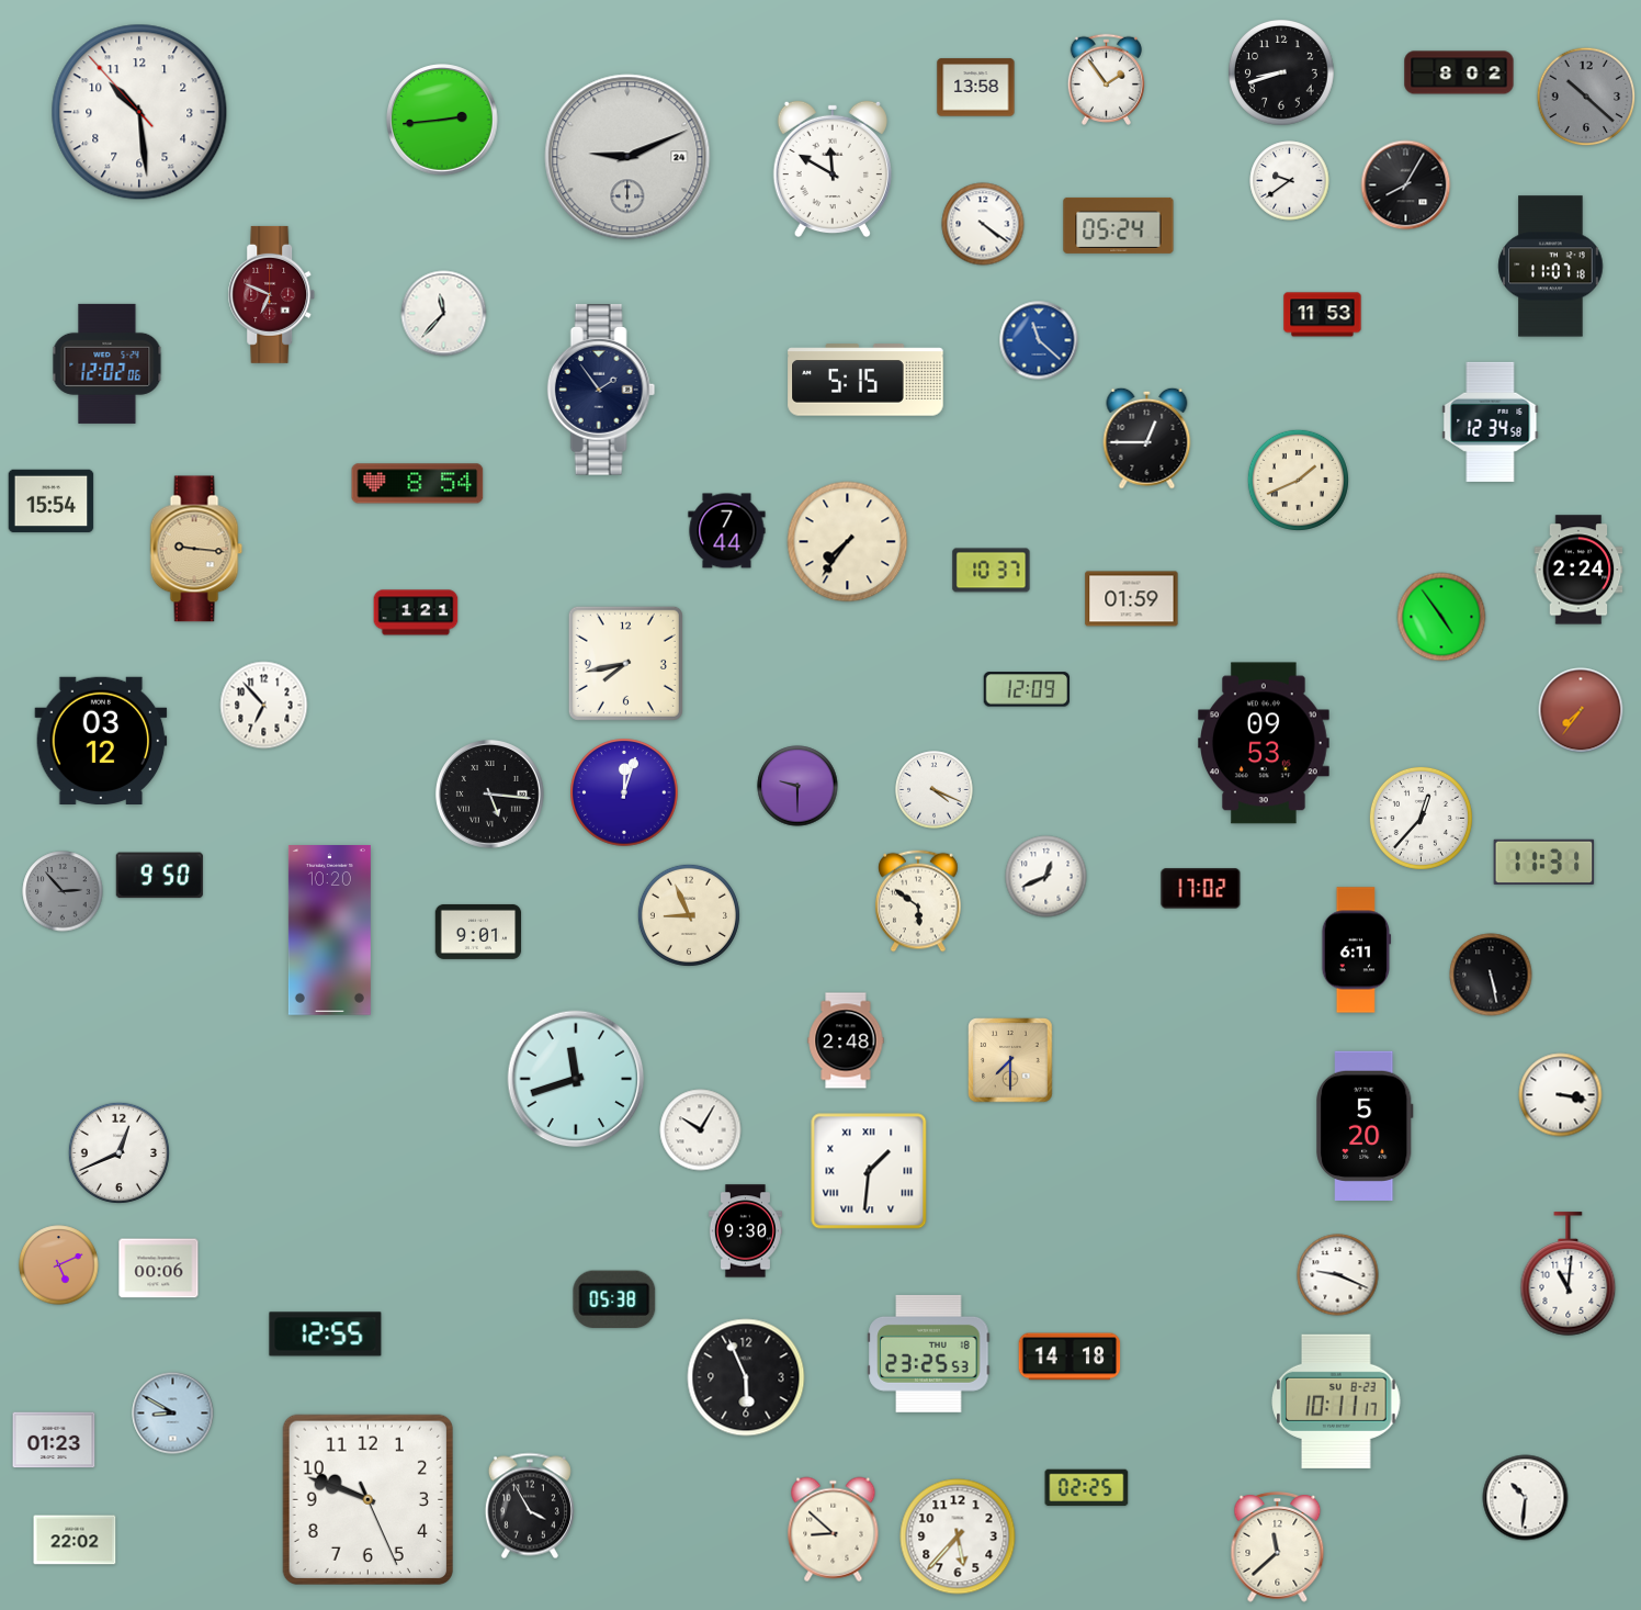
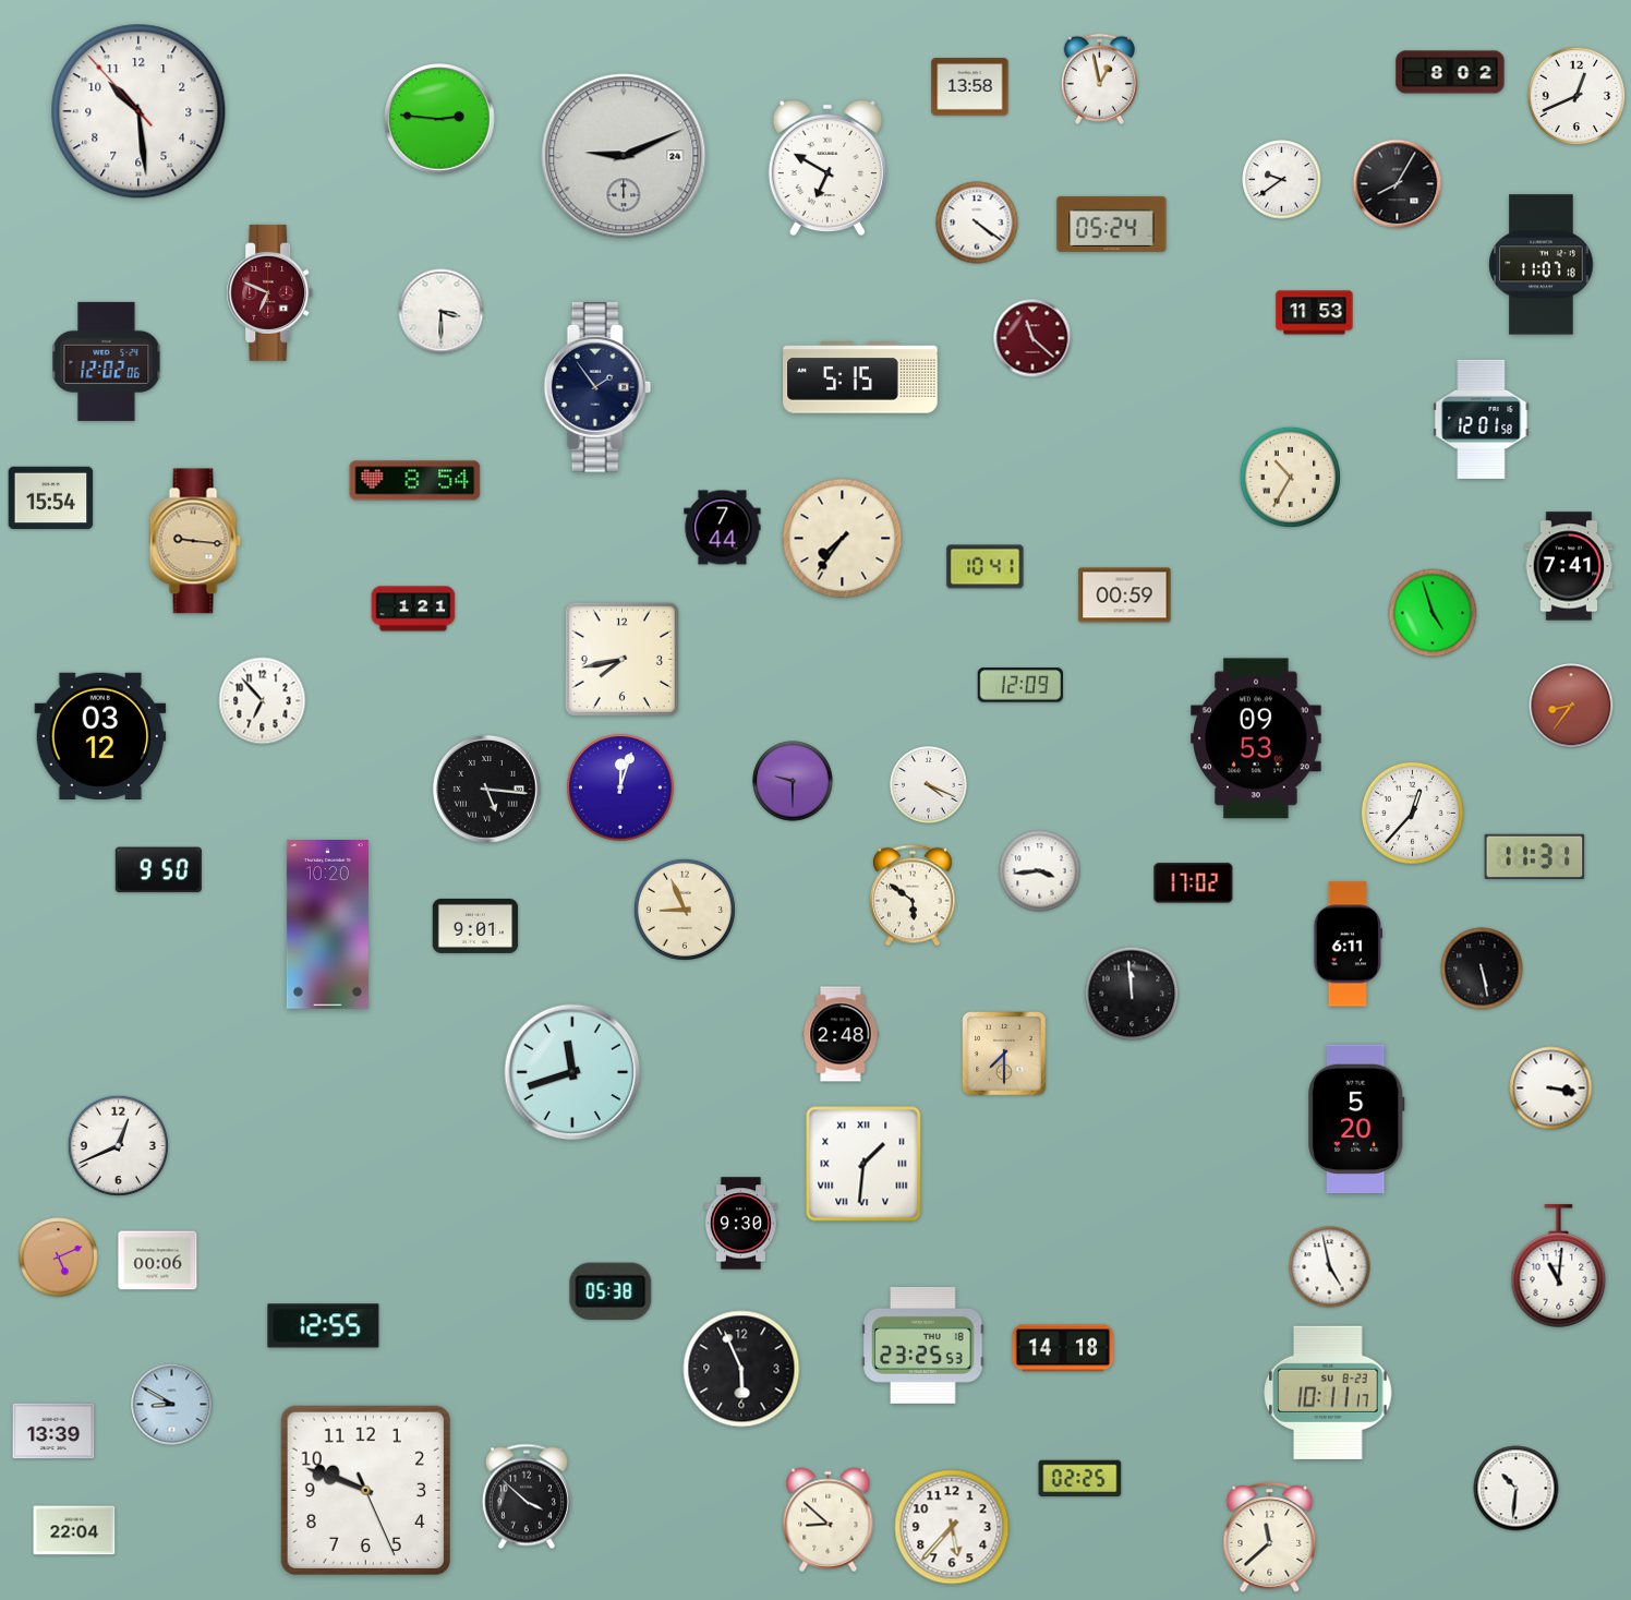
clock at (1282, 74): 8:42 -> none
clock at (1106, 79): 1:54 -> 12:58
clock at (1586, 97): 10:22 -> 12:41
clock at (1586, 97) dial: grey -> white
clock at (442, 120): 2:44 -> 2:46
clock at (833, 169): 11:50 -> 6:50
clock at (444, 314): 11:37 -> 3:30
clock at (1039, 340) dial: blue -> burgundy
clock at (1491, 421): 12:34 -> 12:01
clock at (1147, 438): 12:45 -> none
clock at (1298, 480): 1:41 -> 10:35
clock at (196, 549) position: (196, 549) -> (195, 541)
clock at (1578, 570): 2:24 -> 7:41
clock at (992, 571): 10:37 -> 10:41
clock at (1132, 599): 01:59 -> 00:59
clock at (1441, 617): 4:54 -> 4:57
clock at (1581, 710): 7:36 -> 8:36
clock at (1046, 877): 12:41 -> 3:44
clock at (63, 891): 2:53 -> none
clock at (1132, 994): none -> 11:59
clock at (701, 1130): 10:05 -> none
clock at (1338, 1275): 9:19 -> 4:58
clock at (54, 1440): 01:23 -> 13:39
clock at (530, 1506): 3:55 -> 3:52
clock at (75, 1540): 22:02 -> 22:04
